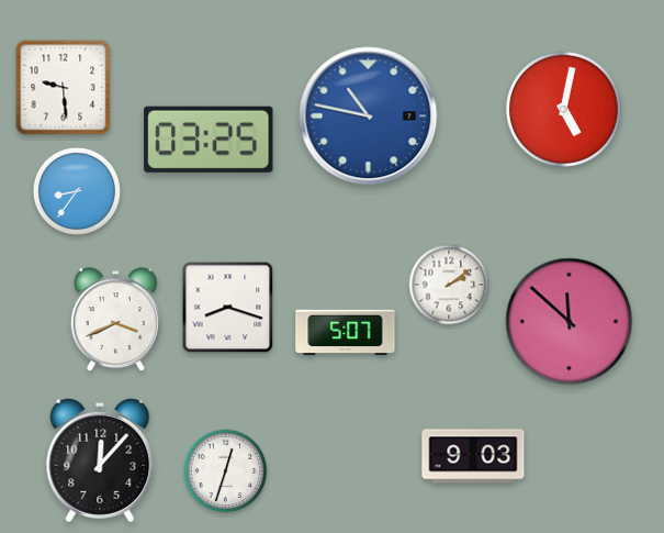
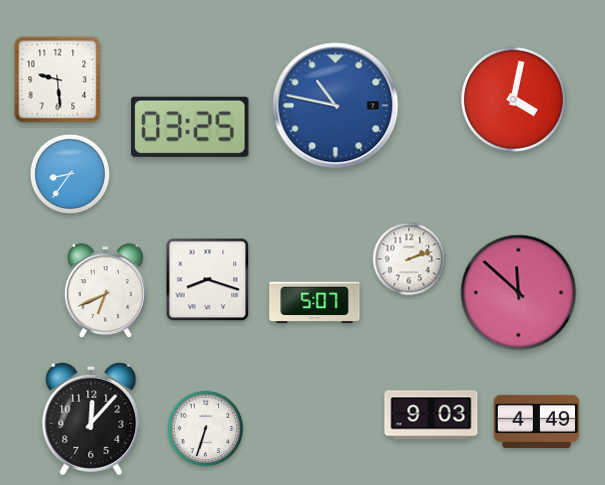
clock at (563, 109): 5:02 -> 4:02
clock at (449, 285): 2:09 -> 2:12
clock at (115, 320): 3:41 -> 6:41
clock at (537, 421): none -> 4:49
clock at (226, 471): 12:33 -> 6:33
